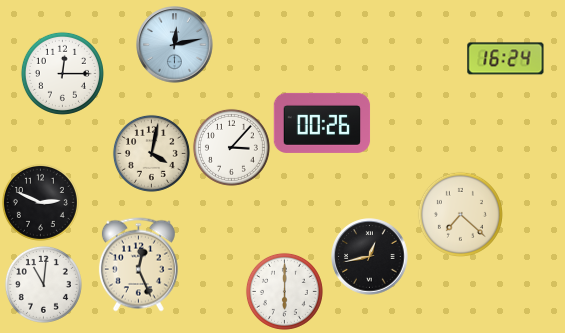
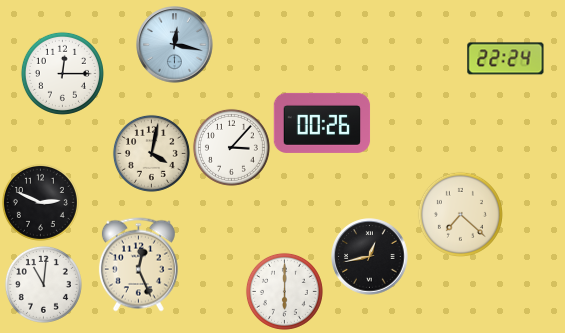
clock at (175, 45): 12:13 -> 12:17
clock at (506, 59): 16:24 -> 22:24
